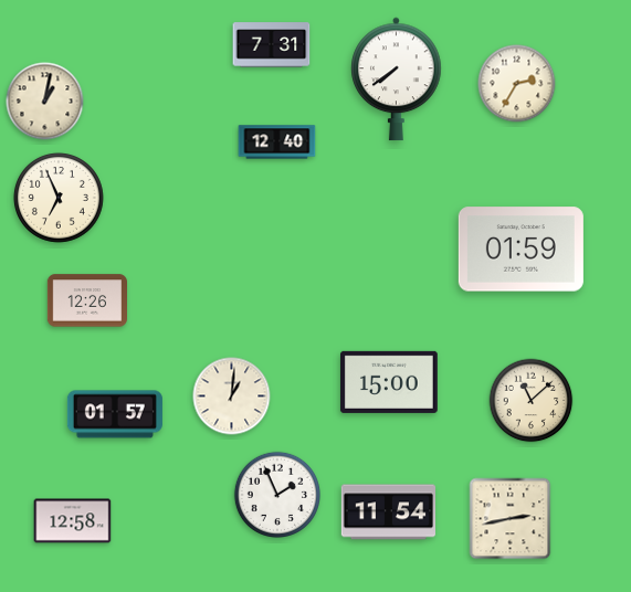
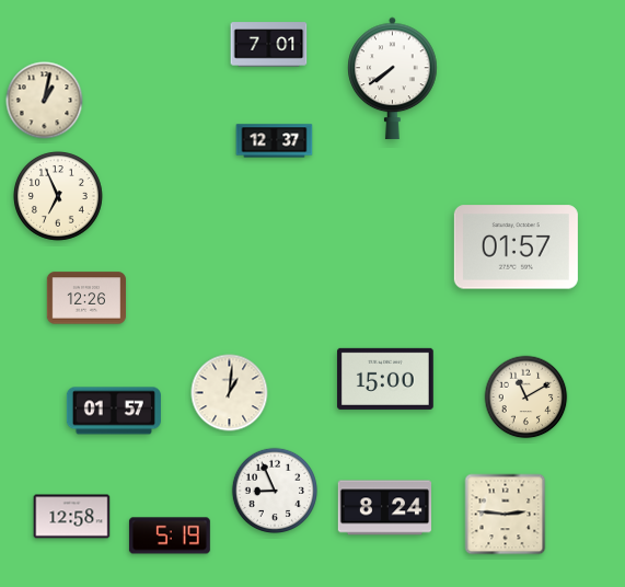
clock at (272, 45): 7:31 -> 7:01
clock at (517, 84): 2:35 -> none
clock at (277, 142): 12:40 -> 12:37
clock at (520, 250): 01:59 -> 01:57
clock at (532, 401): 11:08 -> 11:10
clock at (276, 494): 1:56 -> 8:56
clock at (389, 512): 11:54 -> 8:24
clock at (511, 519): 2:43 -> 2:46
clock at (170, 536): none -> 5:19
